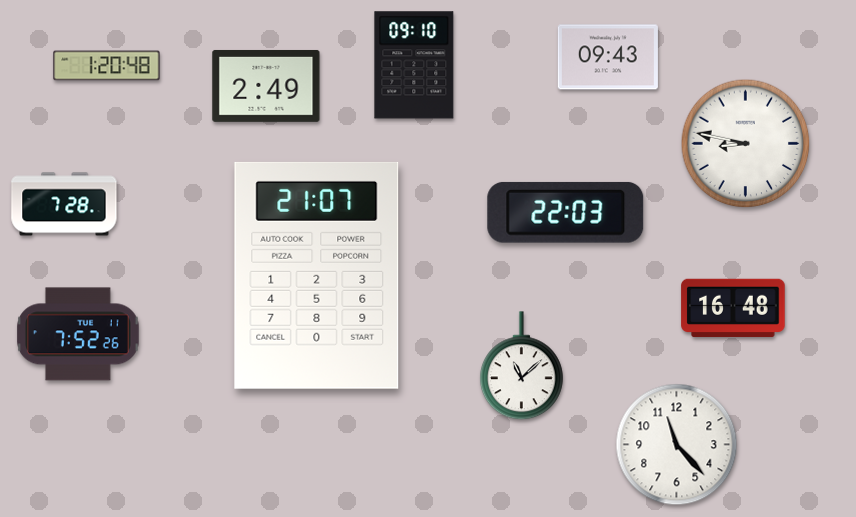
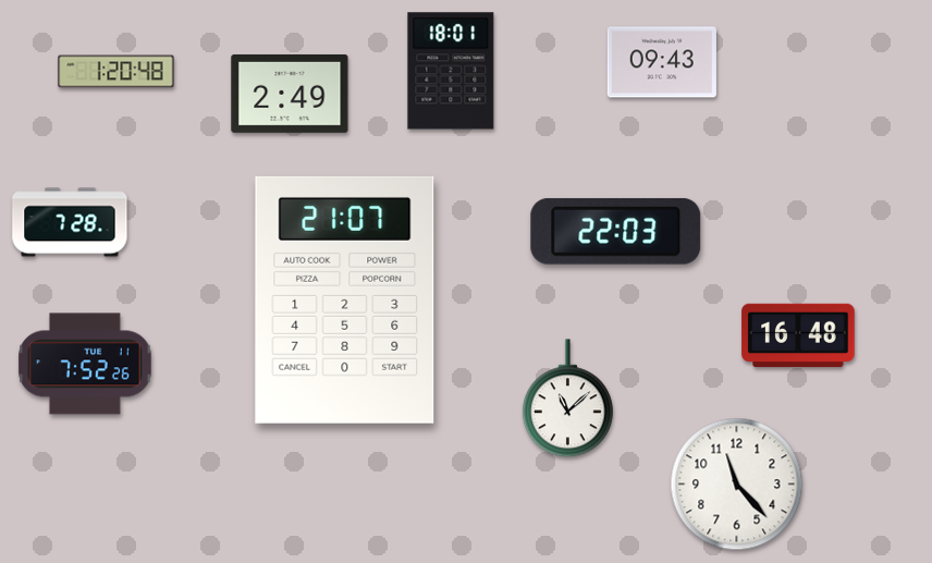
clock at (414, 65): 09:10 -> 18:01
clock at (746, 144): 8:47 -> none
